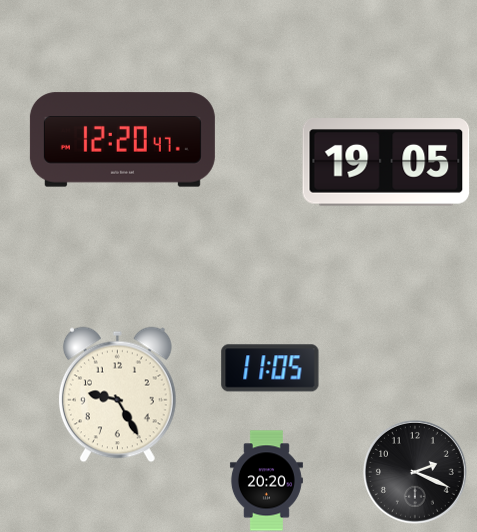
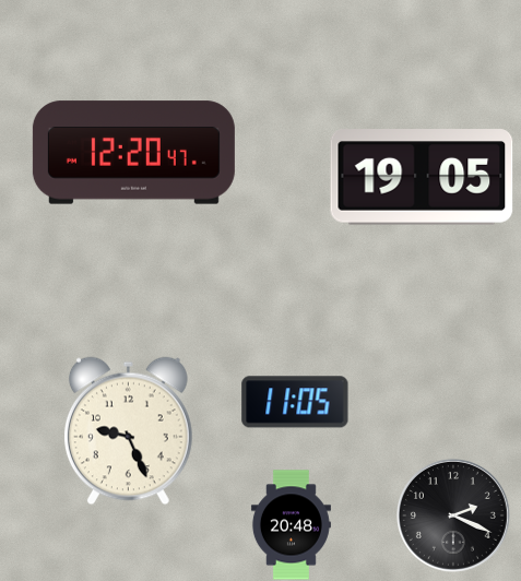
clock at (117, 395): 9:25 -> 9:26
clock at (266, 481): 20:20 -> 20:48
